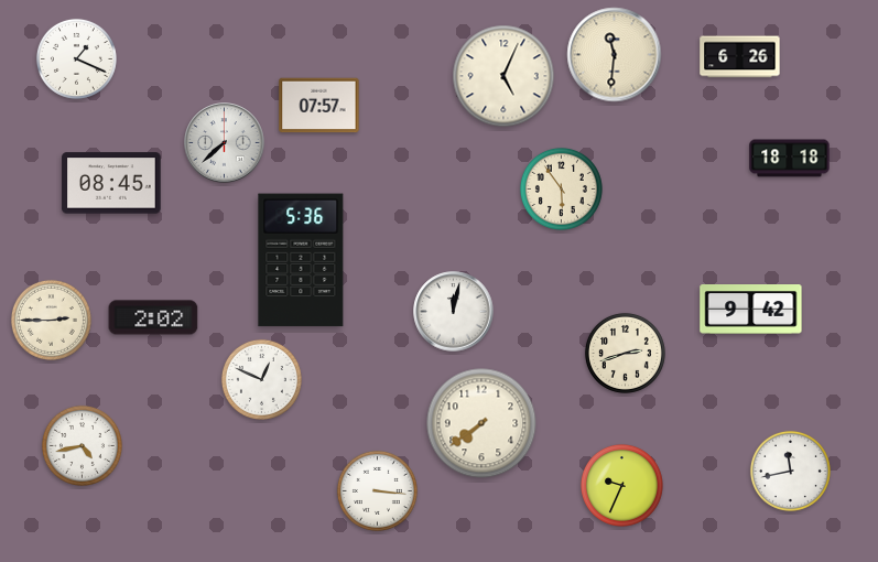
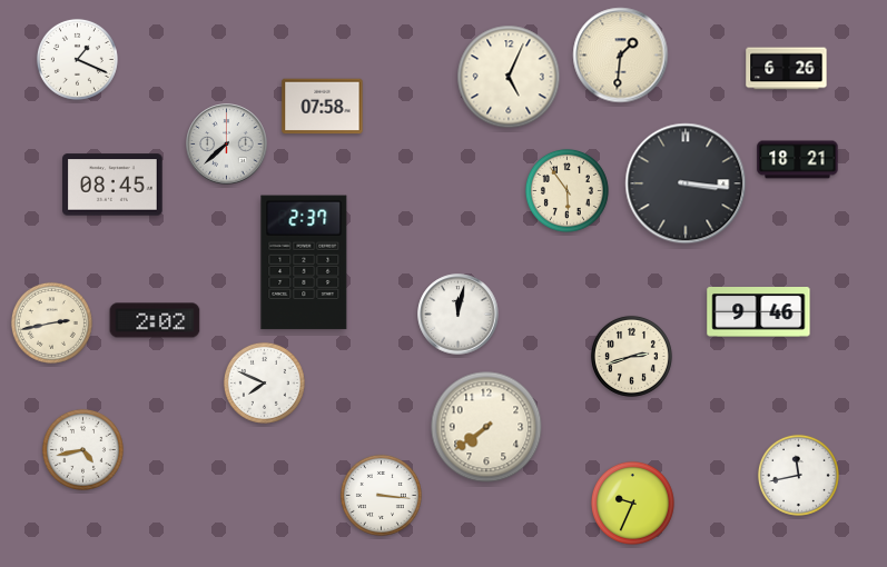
clock at (615, 55): 11:31 -> 1:31
clock at (740, 57) position: (740, 57) -> (787, 69)
clock at (319, 106): 07:57 -> 07:58
clock at (790, 159): 18:18 -> 18:21
clock at (686, 183): none -> 3:16
clock at (301, 260): 5:36 -> 2:37
clock at (751, 310): 9:42 -> 9:46
clock at (51, 320): 2:45 -> 2:43
clock at (261, 379): 12:49 -> 7:49
clock at (621, 485) position: (621, 485) -> (632, 503)
